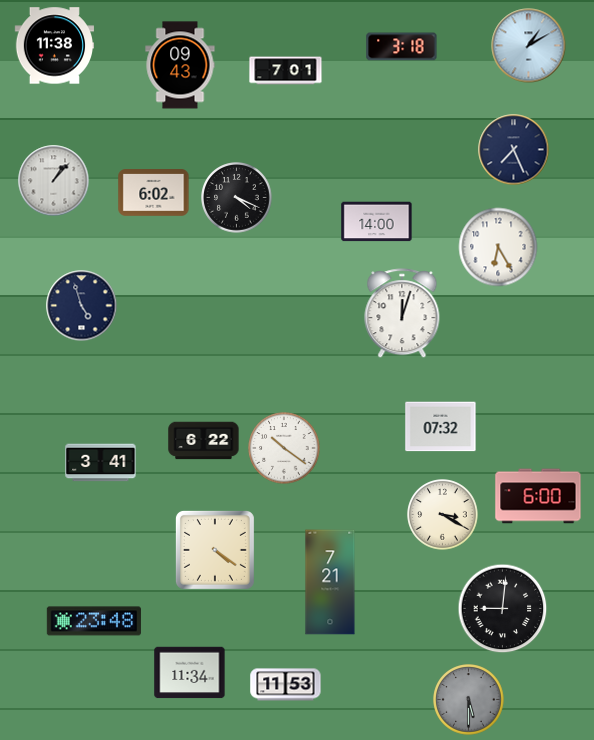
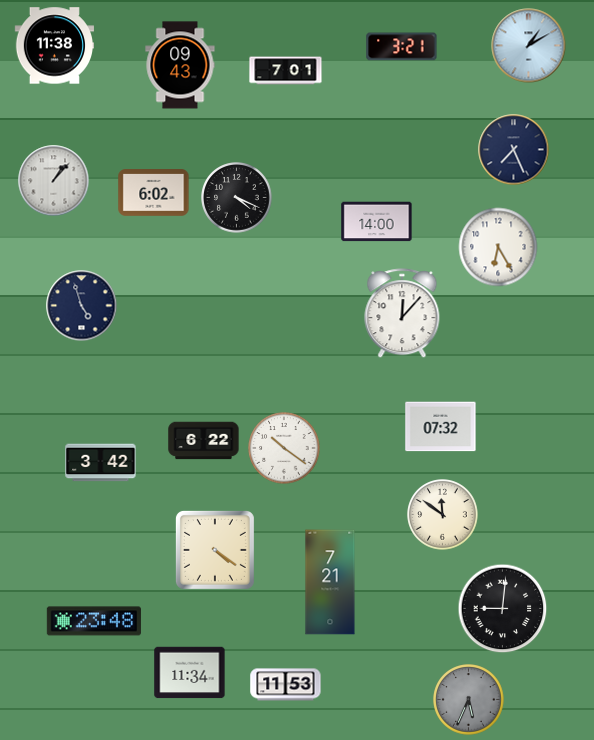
clock at (402, 47): 3:18 -> 3:21
clock at (402, 314): 12:03 -> 12:07
clock at (101, 463): 3:41 -> 3:42
clock at (538, 496): 6:00 -> none
clock at (443, 515): 3:20 -> 11:51
clock at (469, 700): 5:30 -> 5:34
